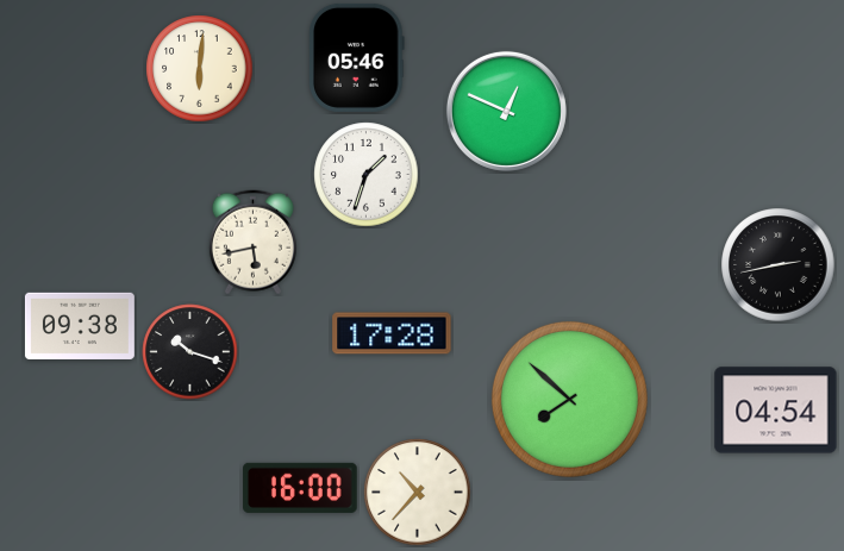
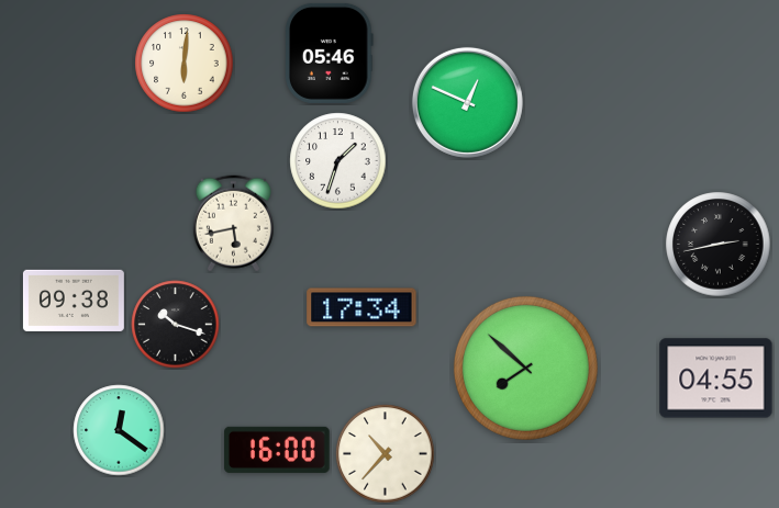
clock at (392, 333): 17:28 -> 17:34
clock at (776, 411): 04:54 -> 04:55
clock at (119, 430): none -> 12:21
